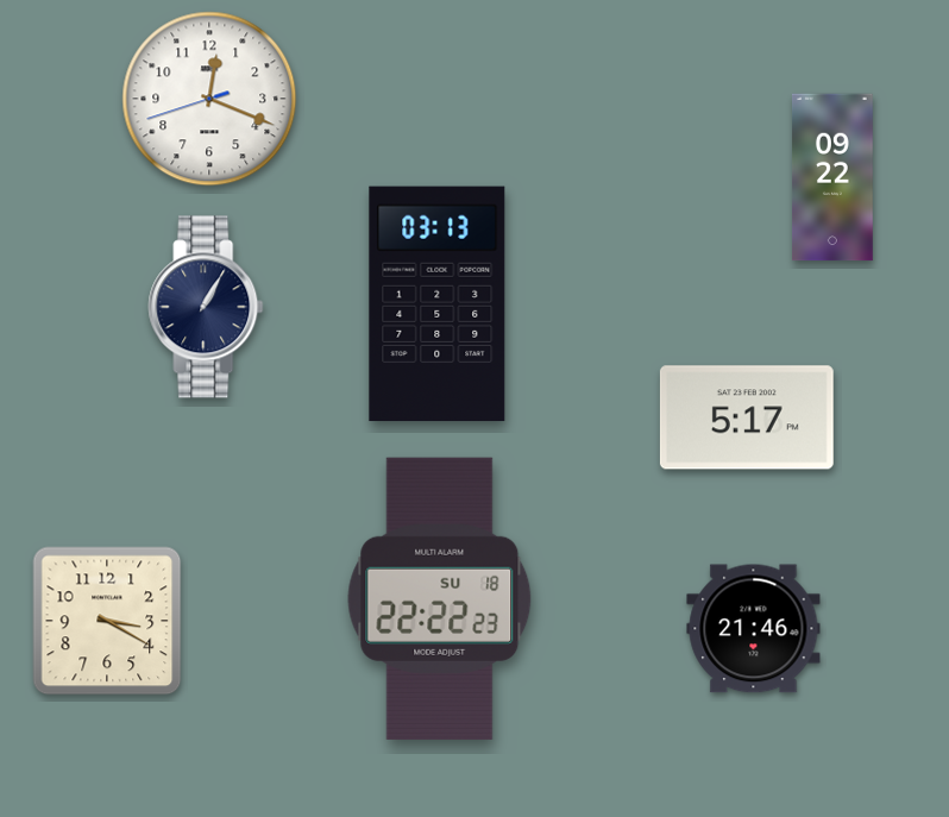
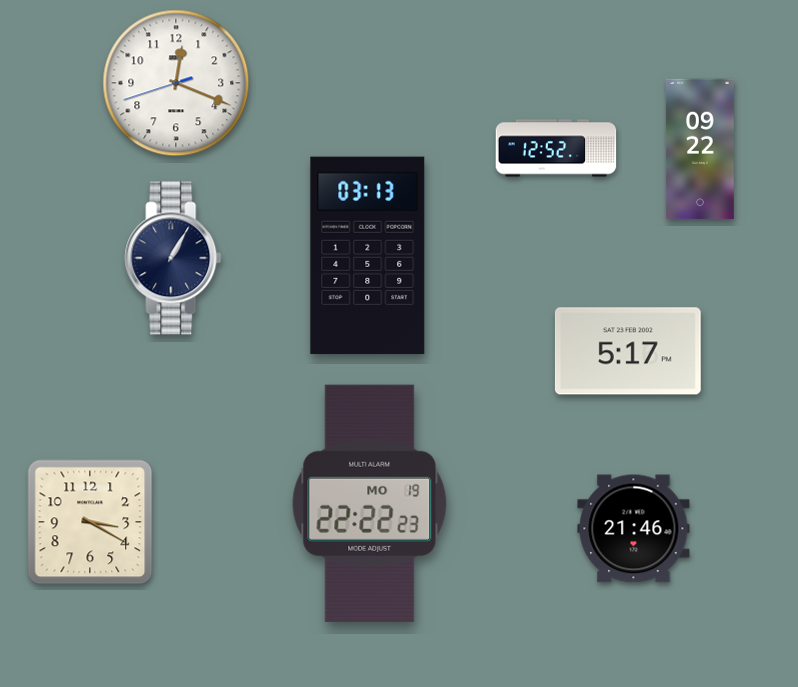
clock at (556, 148): none -> 12:52
clock at (440, 598) date: SU 18 -> MO 19
